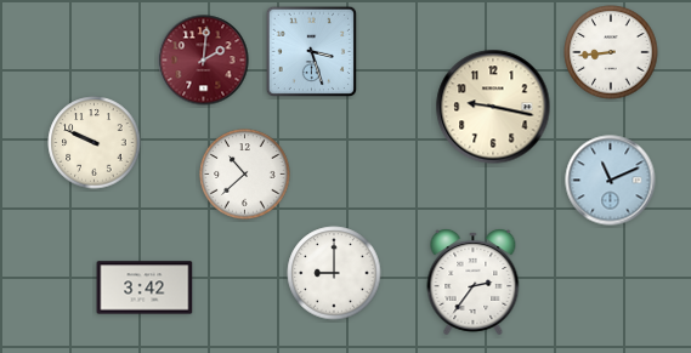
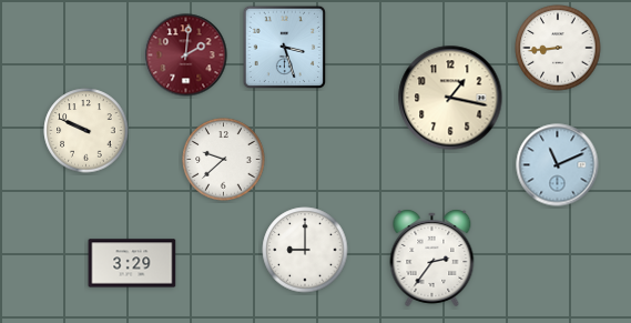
clock at (493, 107): 9:17 -> 1:17
clock at (245, 175): 10:38 -> 9:38
clock at (145, 287): 3:42 -> 3:29
